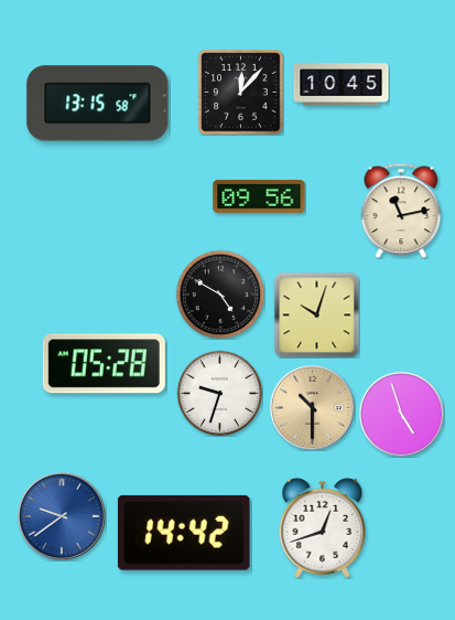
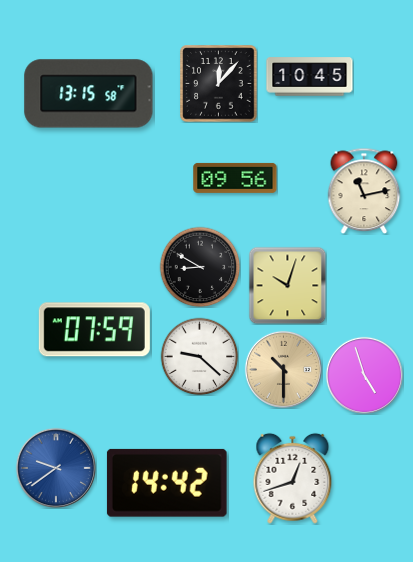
clock at (220, 295): 4:50 -> 8:50
clock at (104, 364): 05:28 -> 07:59
clock at (219, 393): 9:33 -> 9:22
